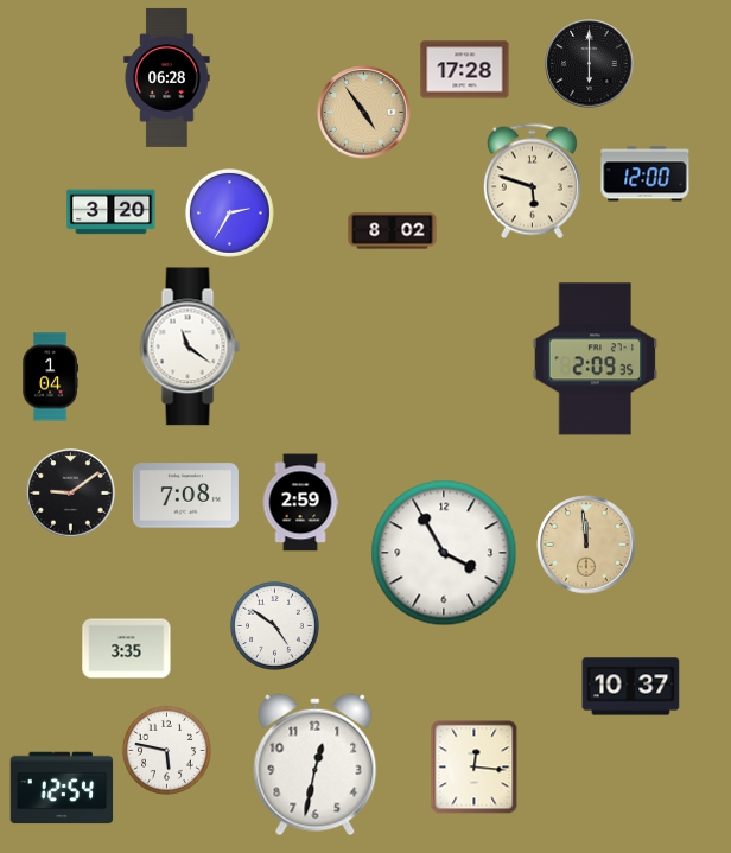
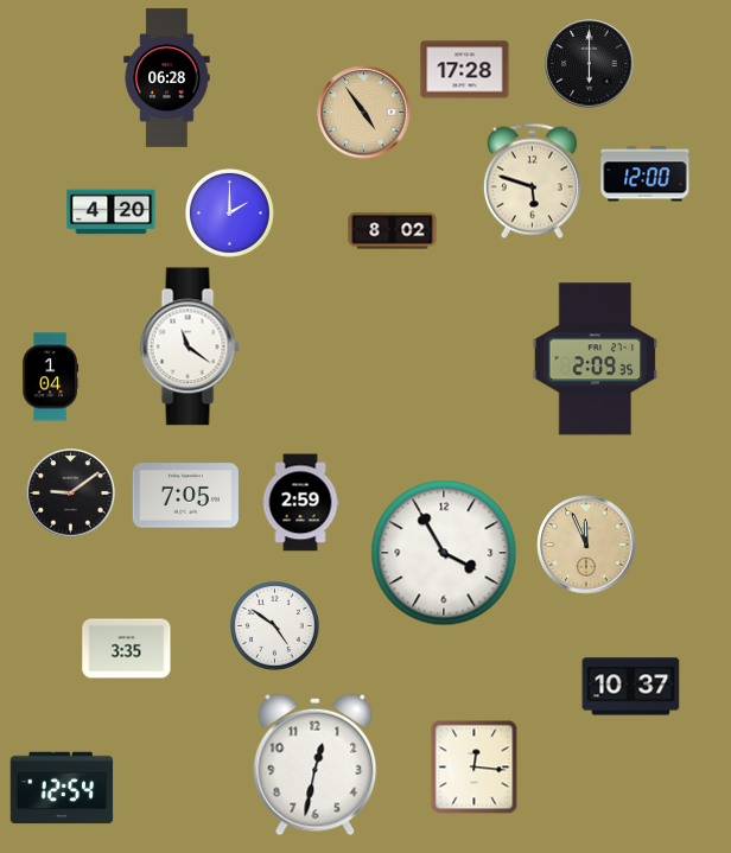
clock at (112, 212): 3:20 -> 4:20
clock at (230, 214): 2:35 -> 2:00
clock at (185, 496): 7:08 -> 7:05
clock at (586, 545): 11:59 -> 11:56
clock at (167, 751): 5:47 -> none
